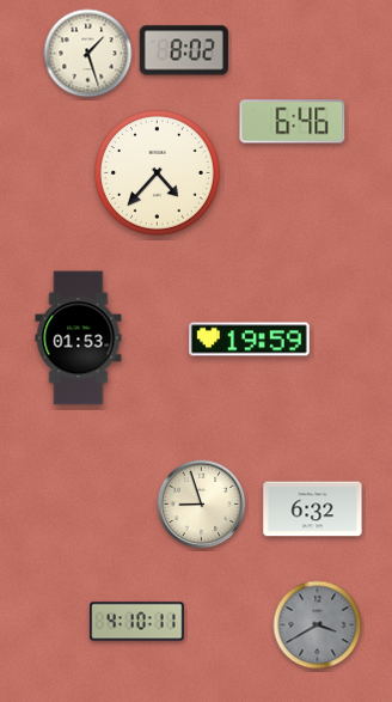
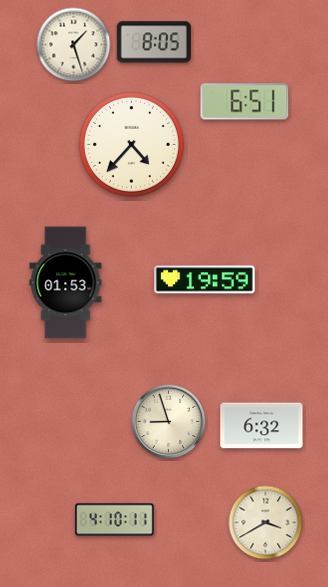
clock at (184, 50): 8:02 -> 8:05
clock at (293, 122): 6:46 -> 6:51
clock at (250, 340) position: (250, 340) -> (205, 280)
clock at (318, 625) dial: grey -> cream
